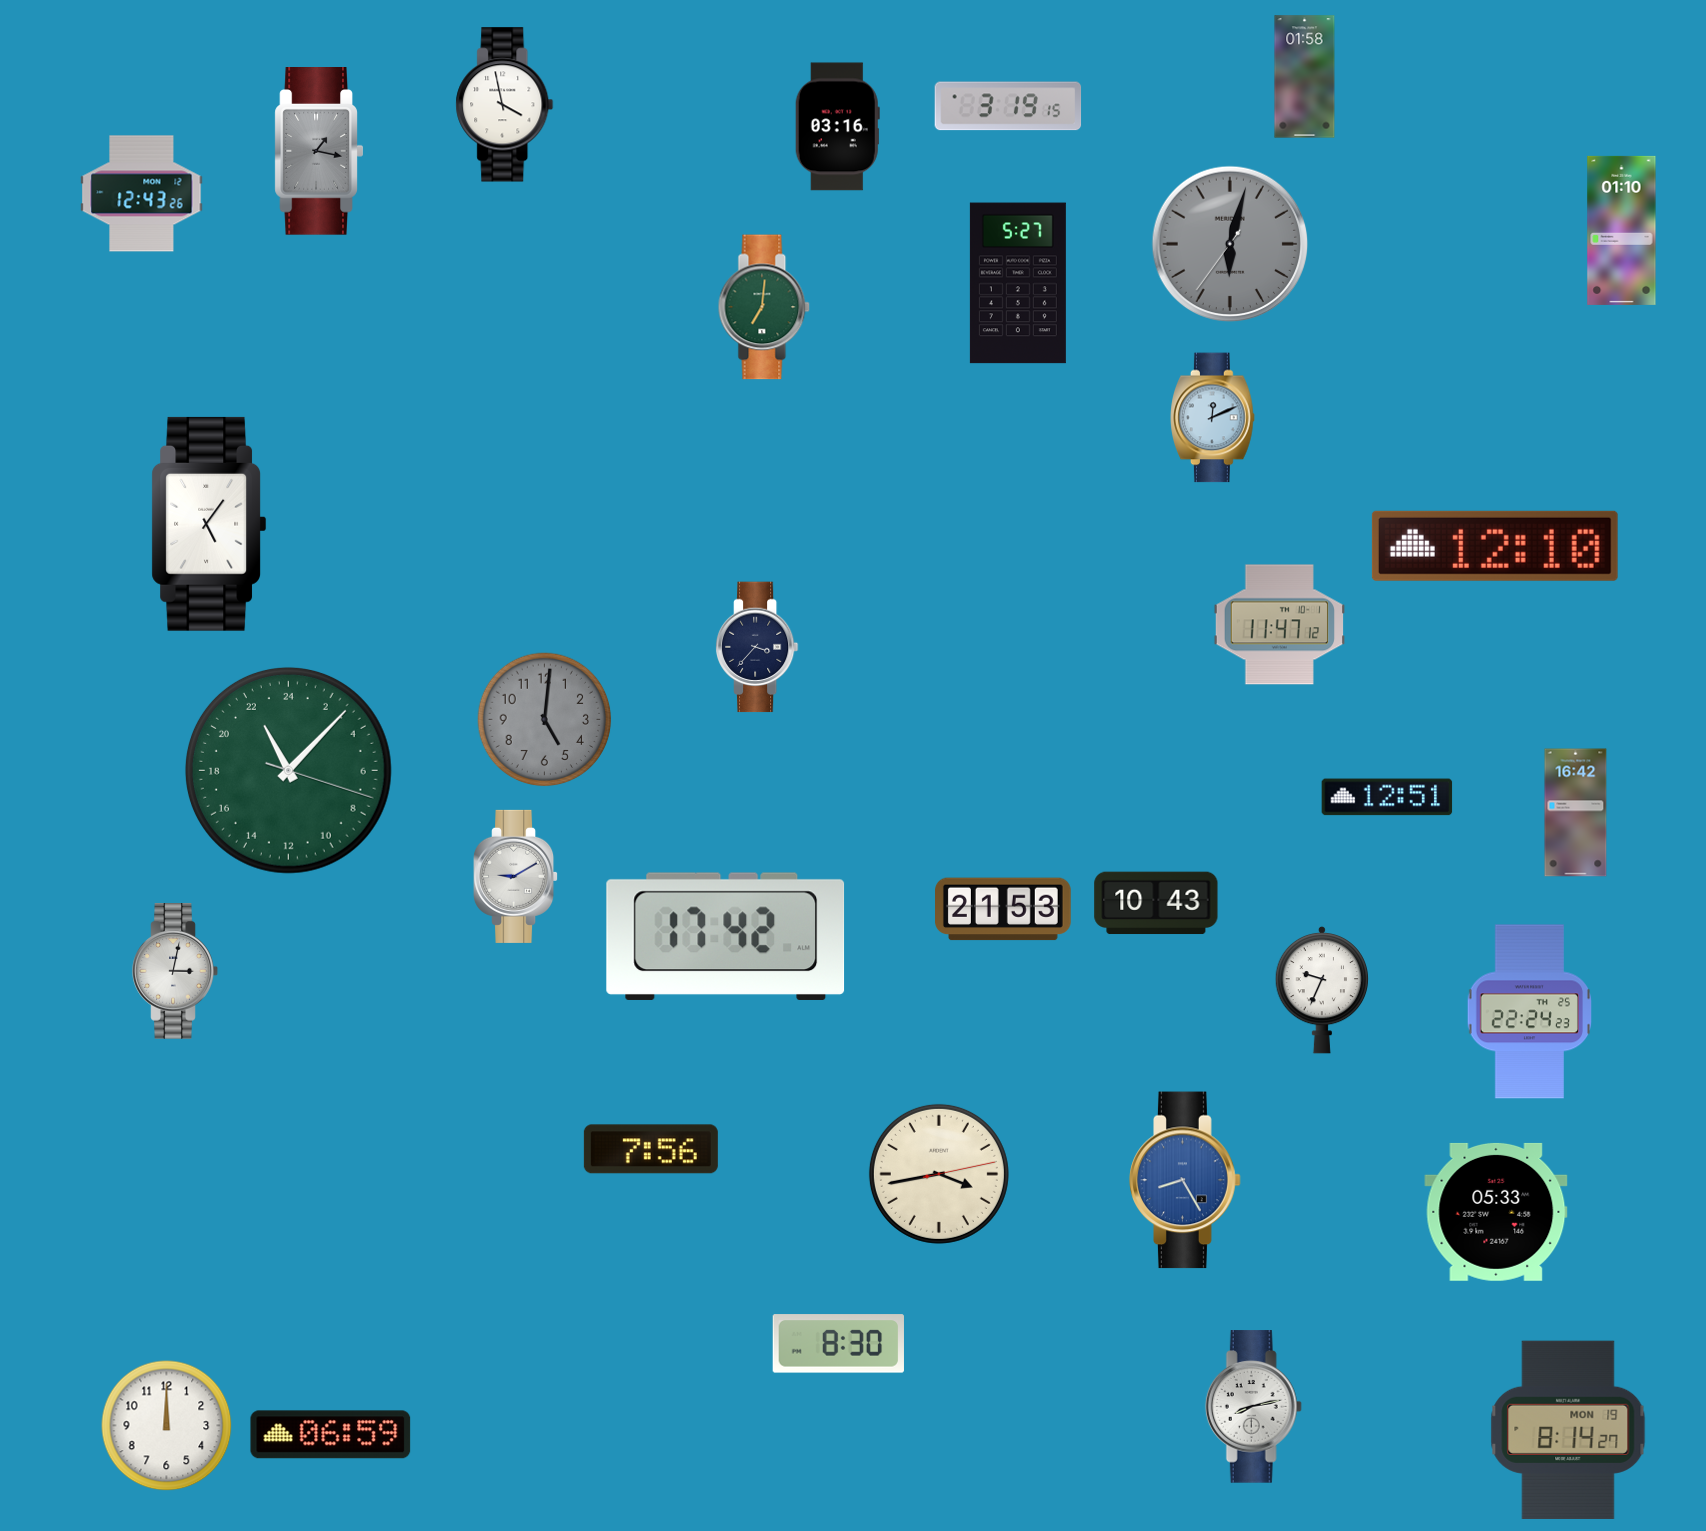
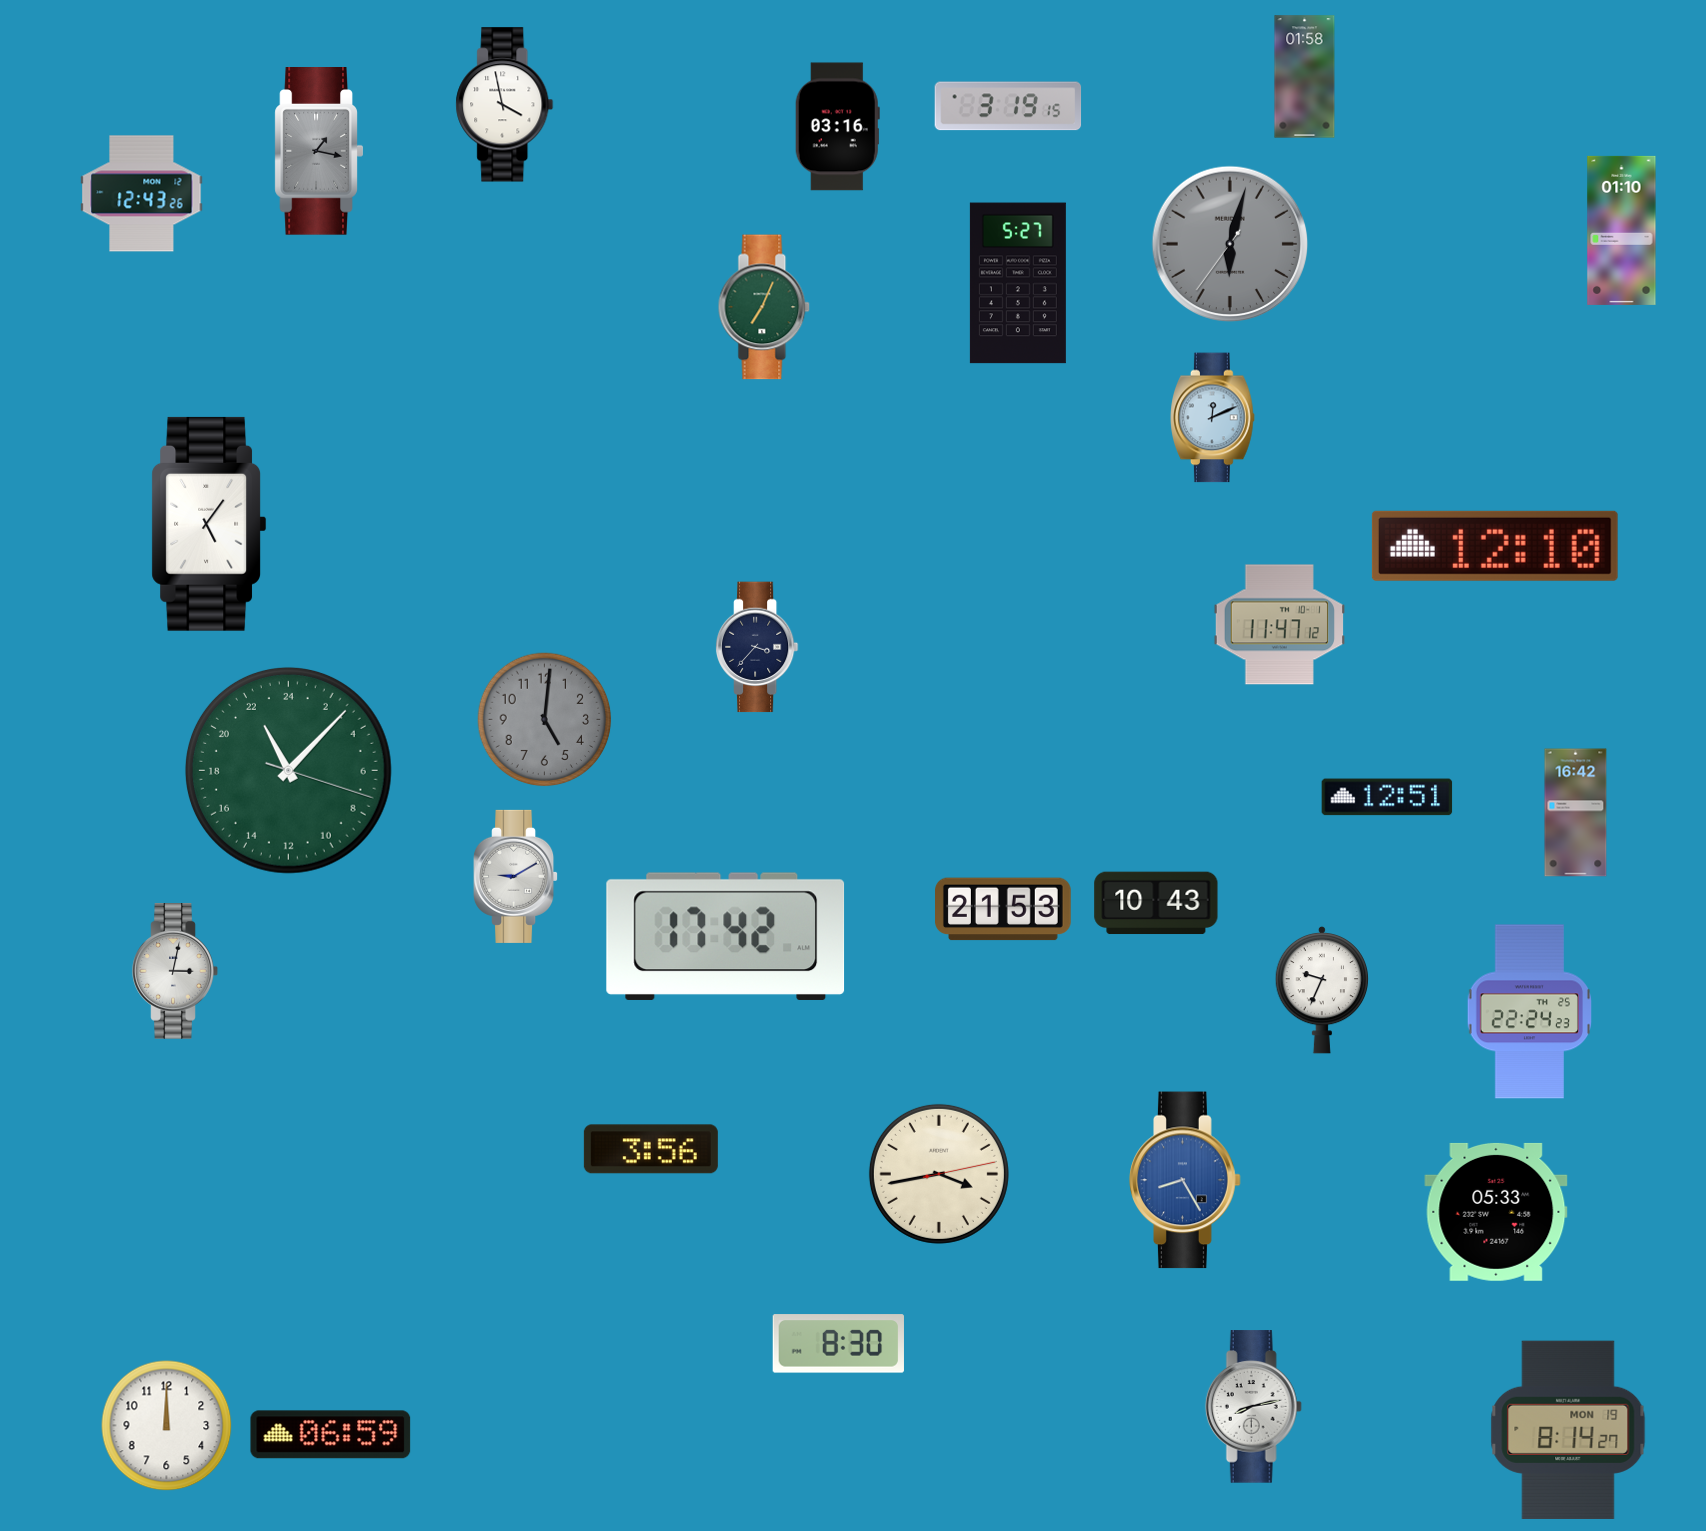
clock at (764, 307): 7:01 -> 7:04
clock at (651, 1149): 7:56 -> 3:56
